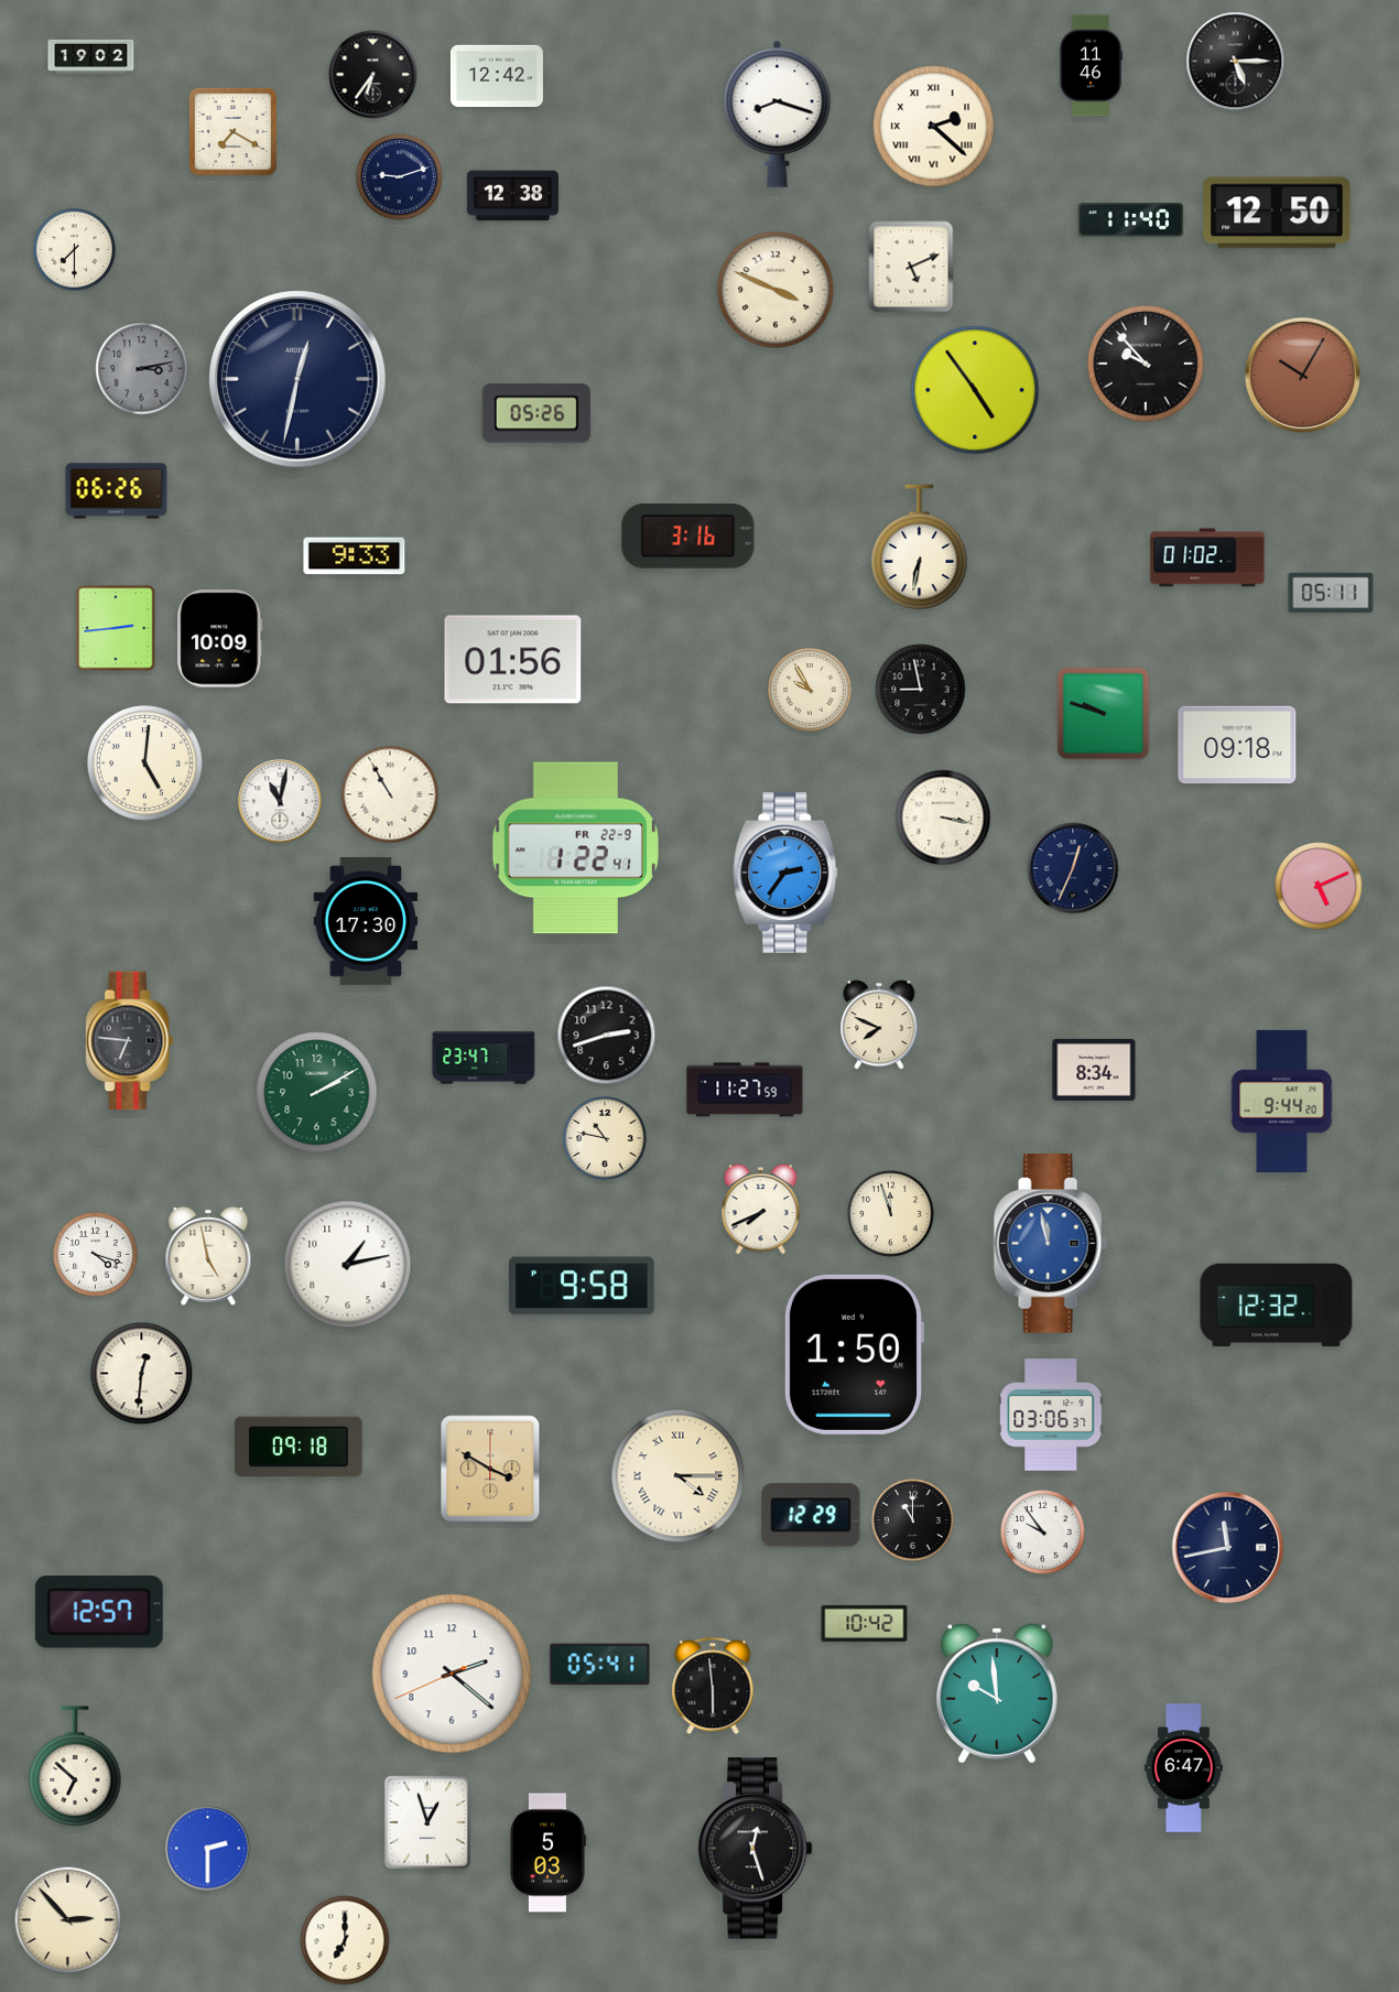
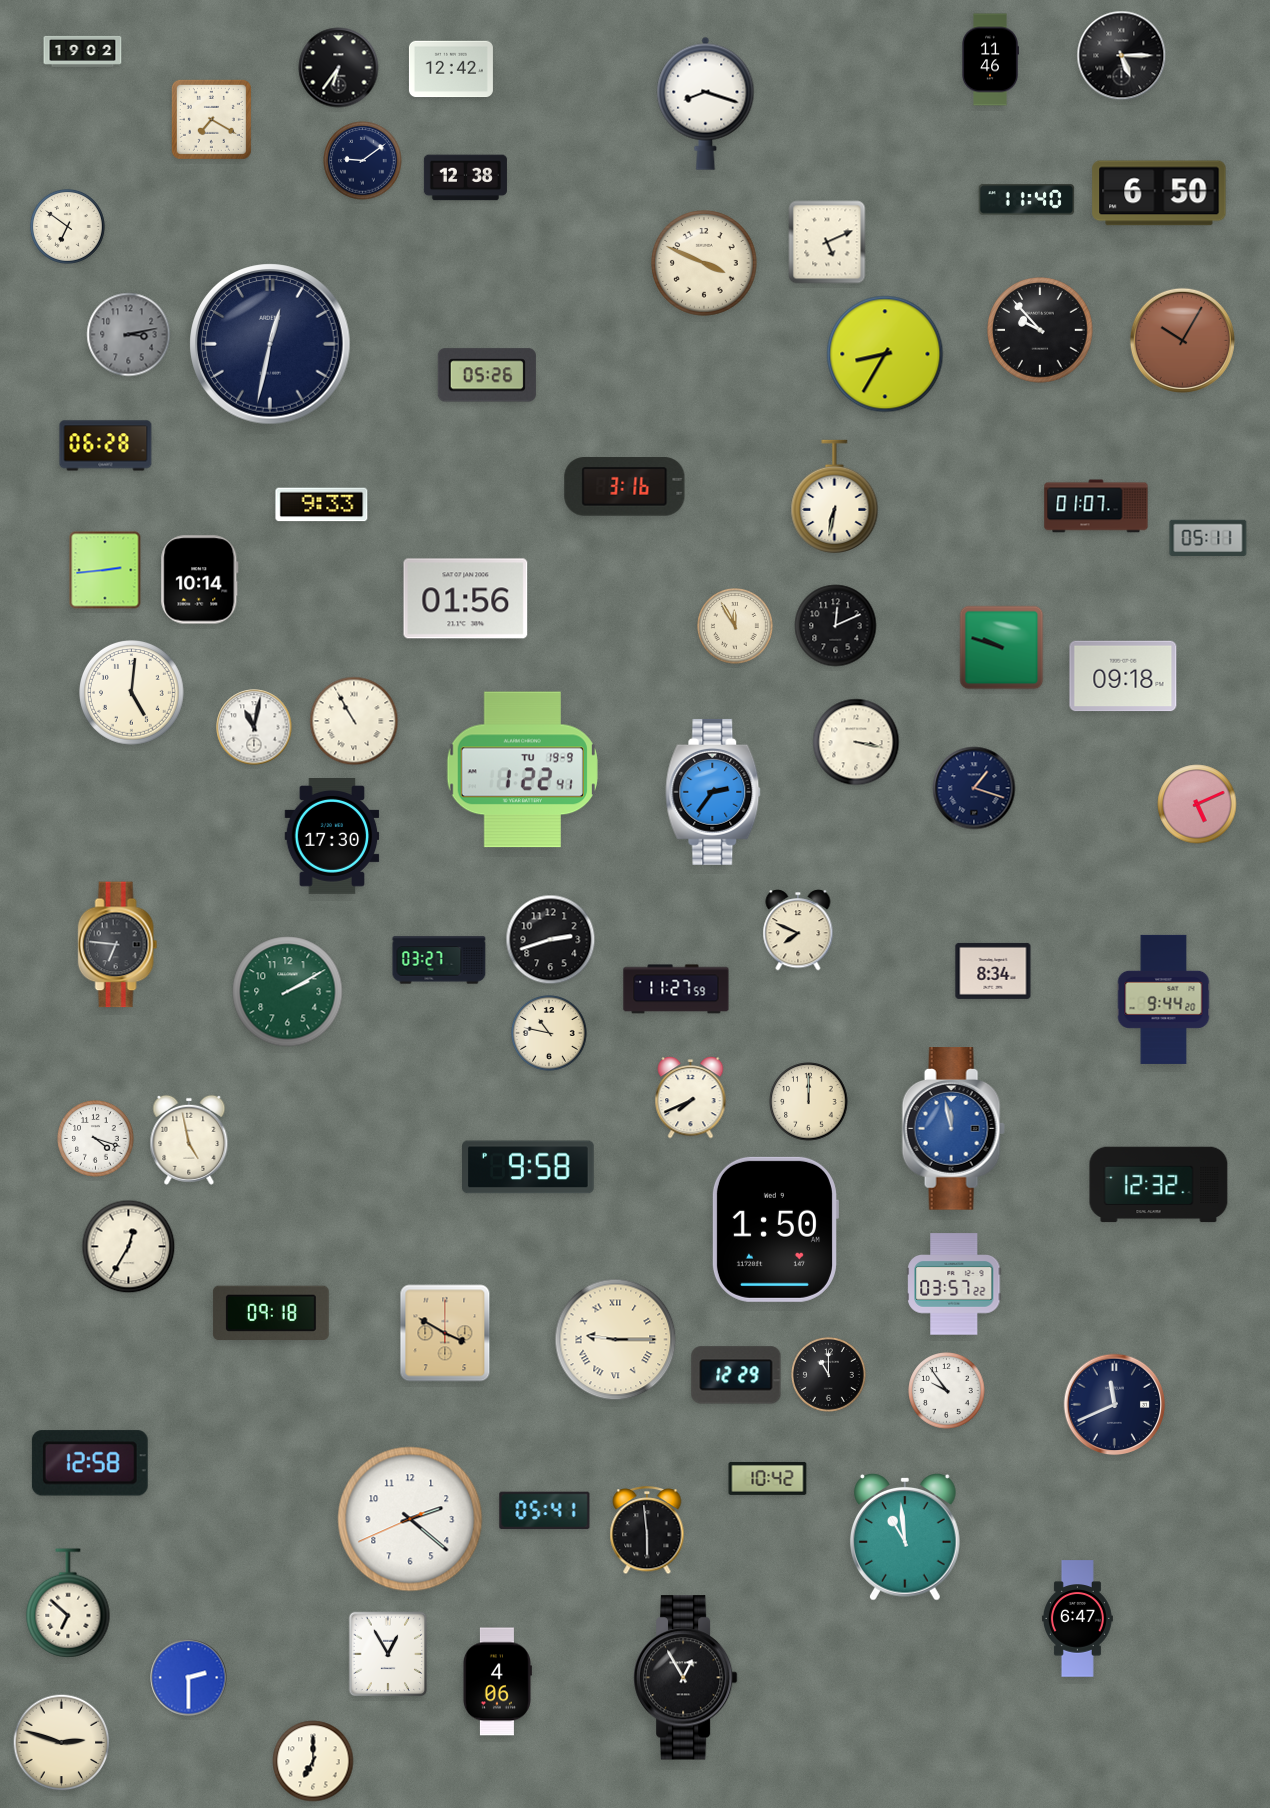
clock at (934, 127): 2:22 -> none
clock at (400, 177): 9:12 -> 9:09
clock at (1277, 213): 12:50 -> 6:50
clock at (75, 250): 7:30 -> 6:51
clock at (975, 390): 4:54 -> 8:35
clock at (117, 491): 06:26 -> 06:28
clock at (1207, 557): 01:02 -> 01:07
clock at (220, 639): 10:09 -> 10:14
clock at (810, 690): 9:55 -> 11:55
clock at (921, 690): 8:58 -> 12:11
clock at (575, 848) date: FR 22-9 -> TU 19-9
clock at (1073, 868): 12:34 -> 1:18
clock at (484, 1058): 23:47 -> 03:27
clock at (891, 1214): 11:57 -> 12:00
clock at (96, 1255) position: (96, 1255) -> (96, 1139)
clock at (348, 1265): 1:13 -> none
clock at (142, 1374): 12:31 -> 12:35
clock at (1051, 1415): 03:06 -> 03:57
clock at (679, 1476): 4:15 -> 9:15
clock at (913, 1520) position: (913, 1520) -> (829, 1375)
clock at (1228, 1548): 11:43 -> 11:41
clock at (99, 1612): 12:57 -> 12:58
clock at (865, 1623) position: (865, 1623) -> (768, 1478)
clock at (998, 1695): 9:59 -> 10:59
clock at (1183, 1768) position: (1183, 1768) -> (1077, 1619)
clock at (427, 1822): 12:57 -> 12:55
clock at (755, 1849): 12:27 -> 12:55
clock at (547, 1853): 5:03 -> 4:06
clock at (68, 1920): 2:53 -> 2:48
